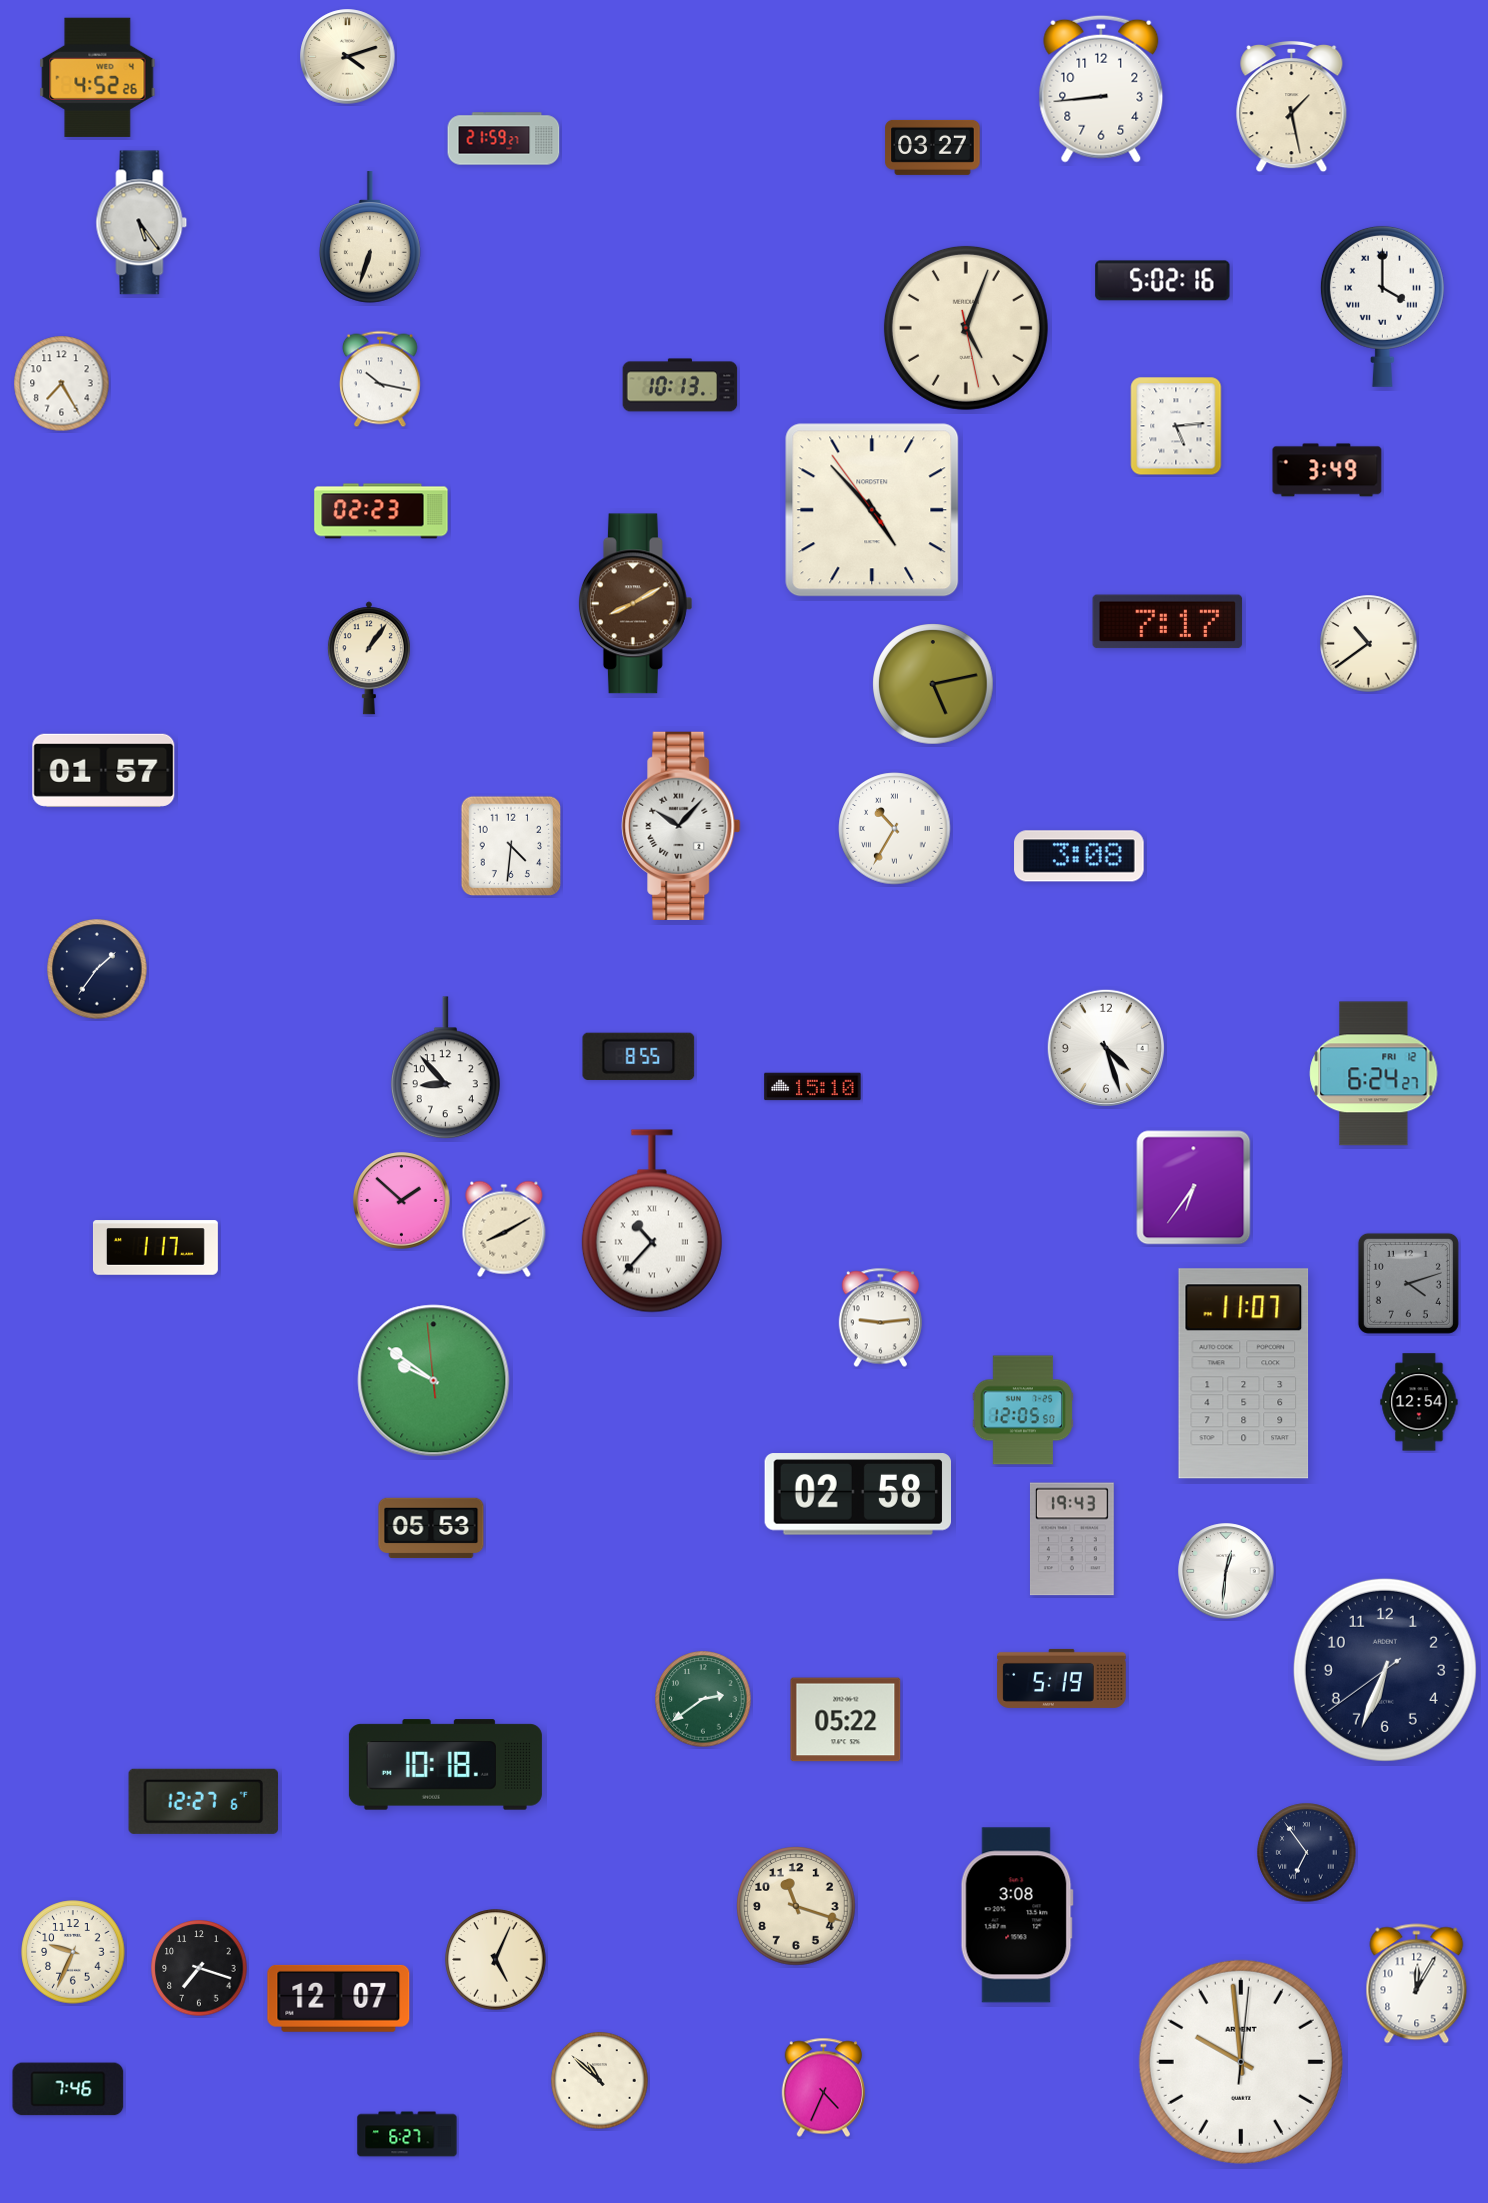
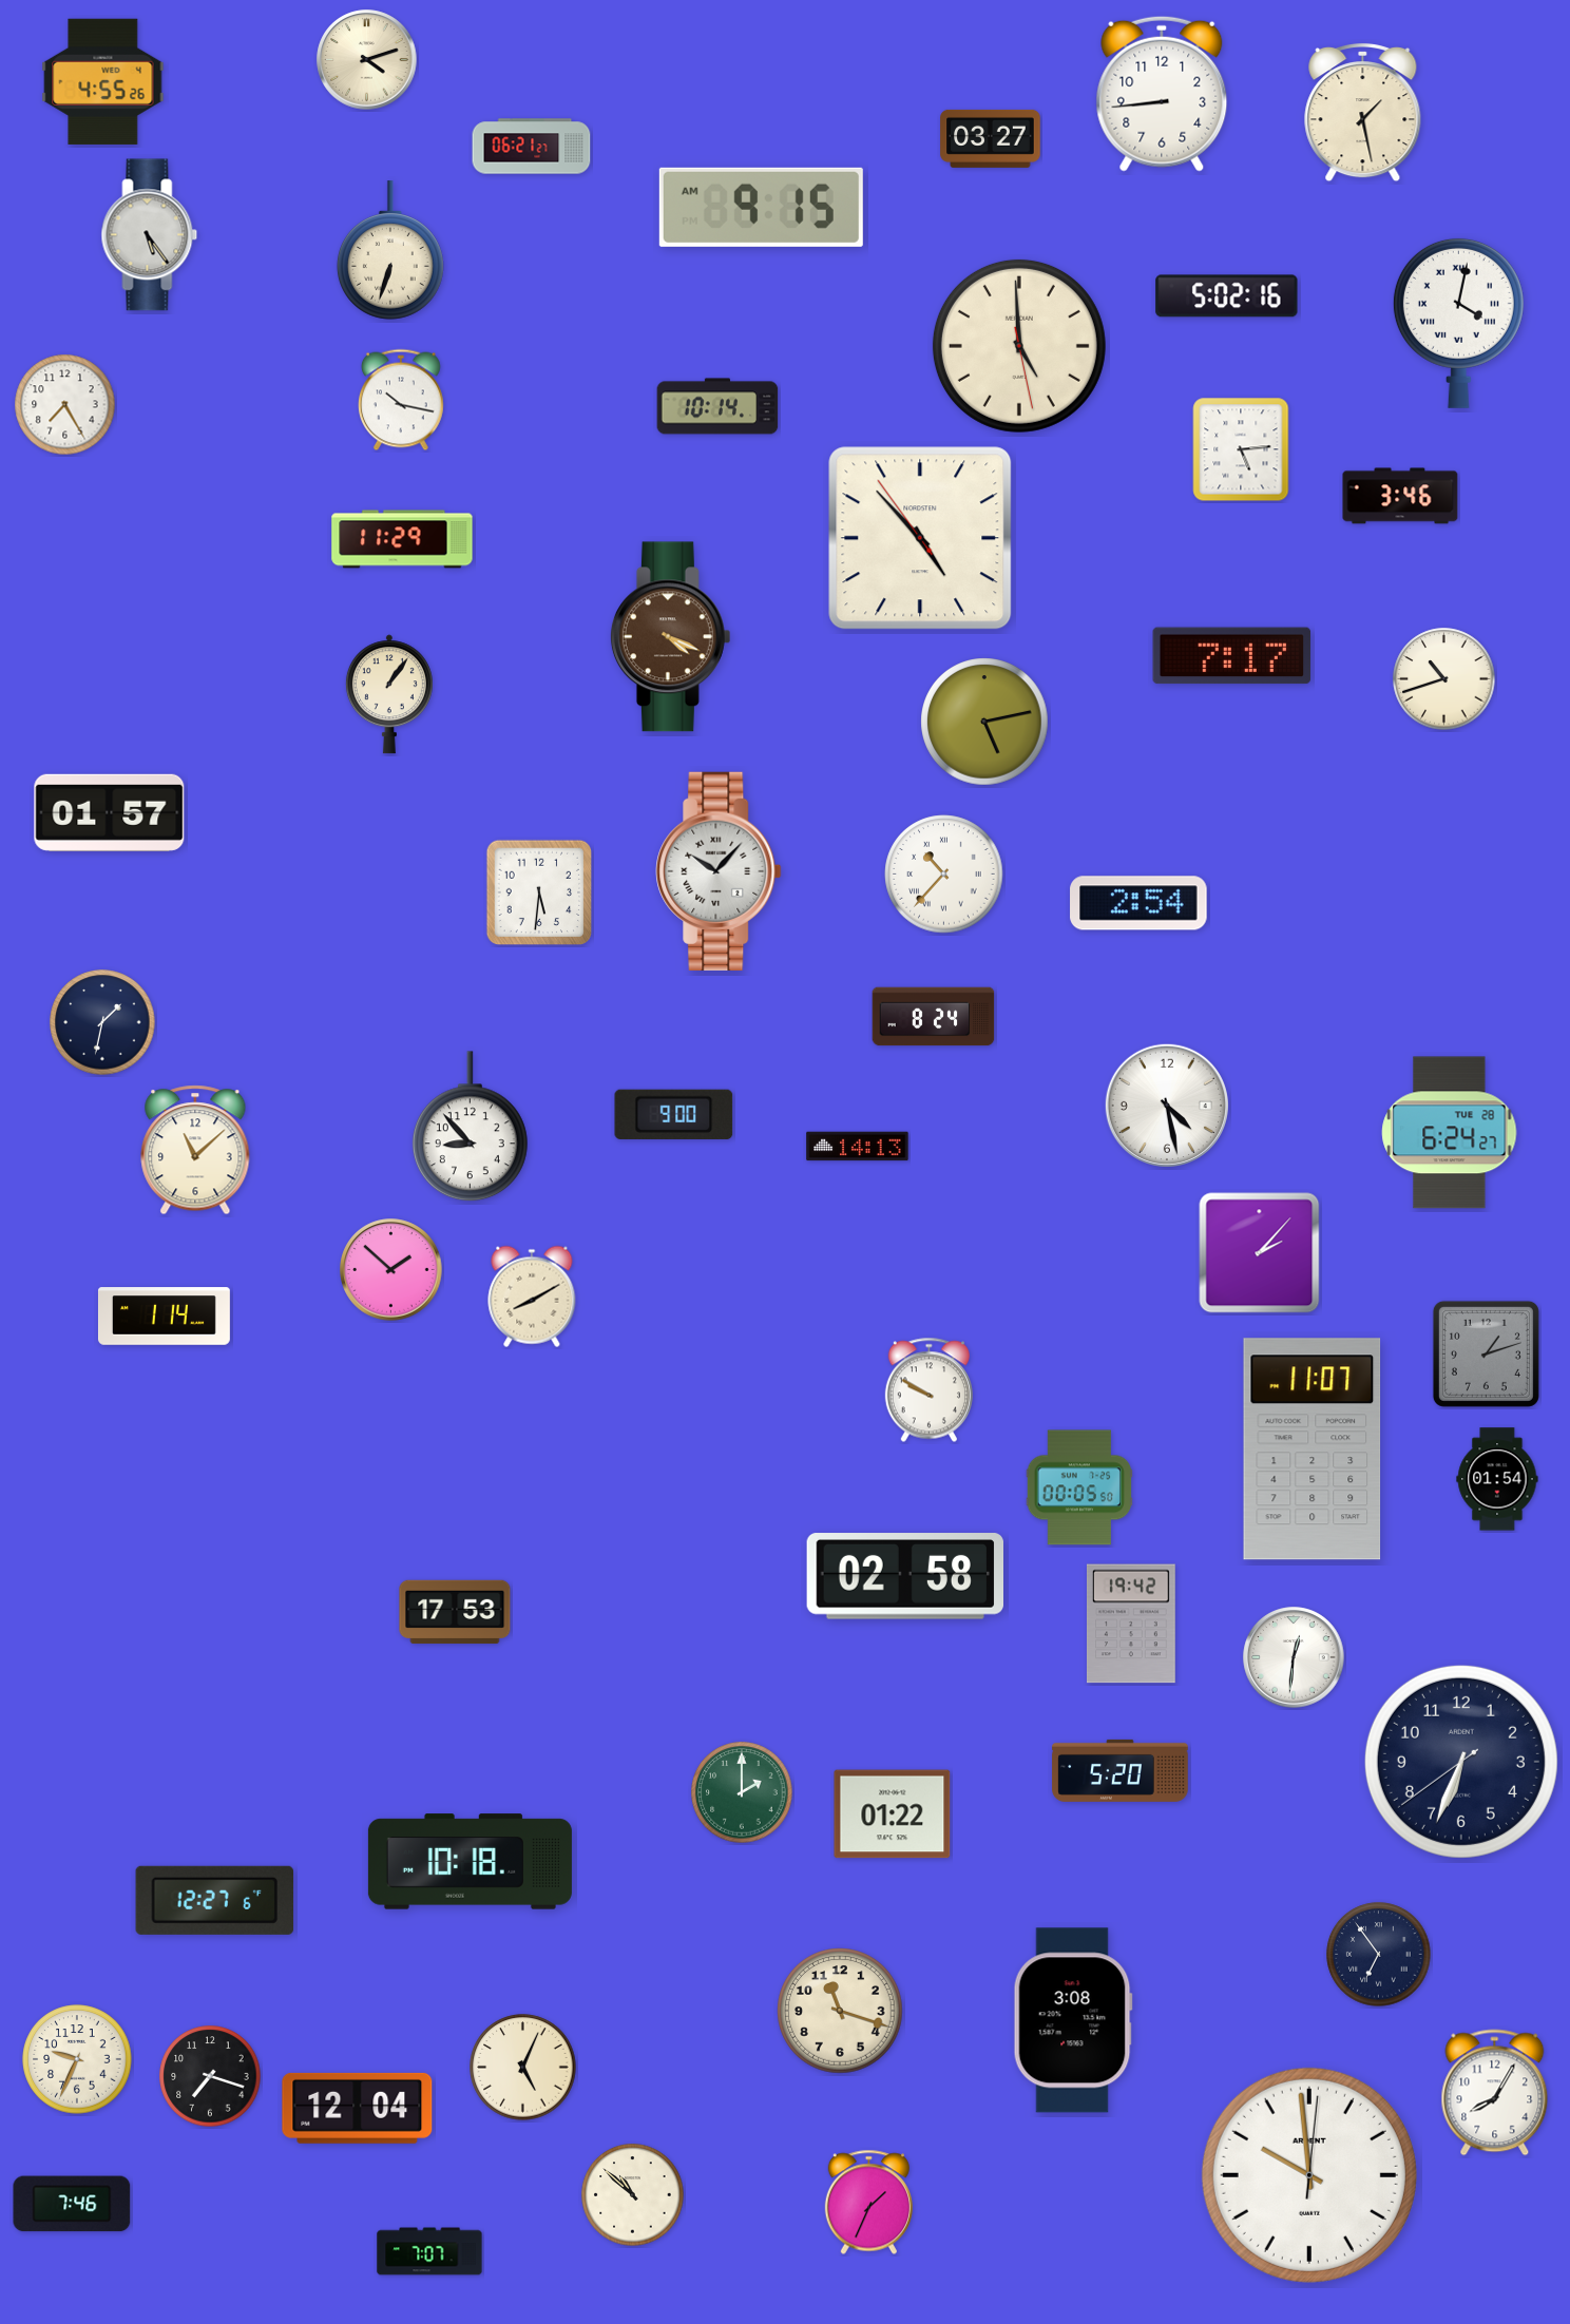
clock at (98, 77): 4:52 -> 4:55
clock at (504, 139): 21:59 -> 06:21
clock at (933, 147) position: (933, 147) -> (991, 138)
clock at (761, 207): none -> 9:15
clock at (1382, 306): 4:00 -> 4:02
clock at (966, 328): 5:03 -> 4:59
clock at (680, 385): 10:13 -> 10:14
clock at (1327, 470): 3:49 -> 3:46
clock at (381, 511): 02:23 -> 11:29
clock at (635, 604): 8:10 -> 4:19
clock at (1369, 644): 10:39 -> 10:42
clock at (895, 829): 10:35 -> 10:37
clock at (511, 846): 4:31 -> 5:31
clock at (1079, 856): 3:08 -> 2:54
clock at (934, 1017): none -> 8:24
clock at (97, 969): 1:36 -> 1:32
clock at (1105, 1047): 4:27 -> 4:28
clock at (639, 1056): 8:55 -> 9:00
clock at (1374, 1074) date: FRI 12 -> TUE 28
clock at (813, 1087): 15:10 -> 14:13
clock at (195, 1150): none -> 11:08
clock at (1194, 1188): 6:36 -> 2:07
clock at (402, 1201) position: (402, 1201) -> (391, 1270)
clock at (652, 1221): 10:37 -> none
clock at (155, 1248): 1:17 -> 1:14
clock at (1408, 1283): 4:12 -> 1:12
clock at (880, 1318): 9:14 -> 9:50
clock at (434, 1381): 9:50 -> none
clock at (1419, 1402): 12:54 -> 01:54
clock at (1023, 1410): 12:05 -> 00:05
clock at (431, 1528): 05:53 -> 17:53
clock at (1072, 1539): 19:43 -> 19:42
clock at (1062, 1678): 5:19 -> 5:20
clock at (703, 1699): 2:39 -> 2:00
clock at (846, 1720): 05:22 -> 01:22
clock at (1417, 1984): 12:05 -> 8:05
clock at (339, 1998): 12:07 -> 12:04
clock at (823, 2088): 4:34 -> 1:34
clock at (407, 2134): 6:27 -> 7:07
